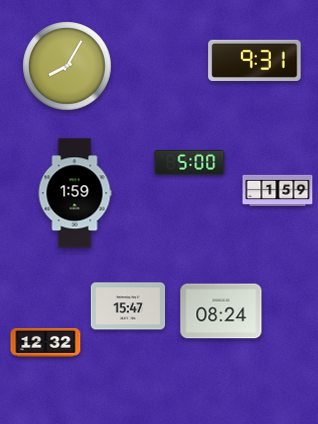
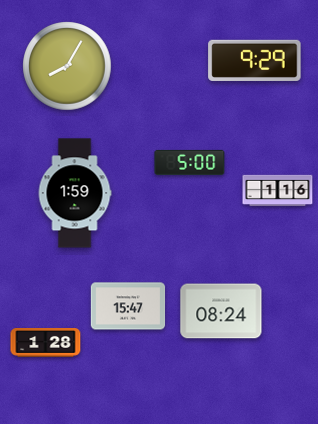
clock at (255, 60): 9:31 -> 9:29
clock at (278, 191): 1:59 -> 1:16
clock at (46, 343): 12:32 -> 1:28
